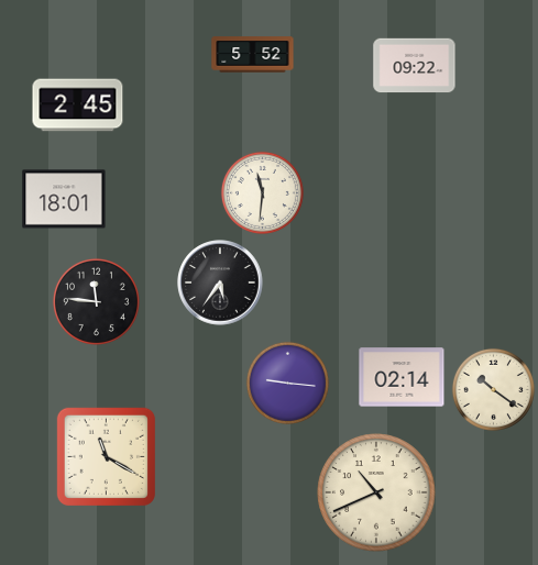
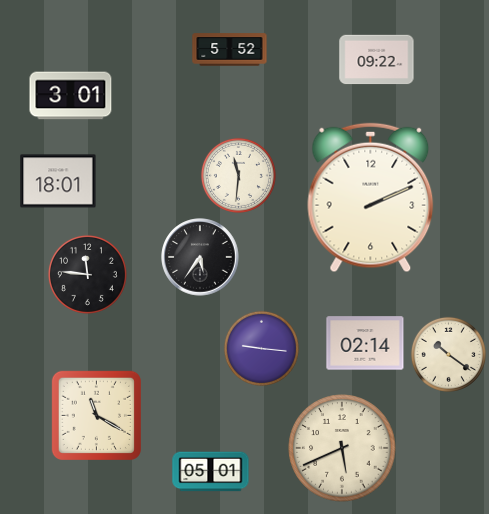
clock at (78, 106): 2:45 -> 3:01
clock at (371, 198): none -> 2:11
clock at (376, 492): 10:41 -> 5:41
clock at (211, 472): none -> 05:01
